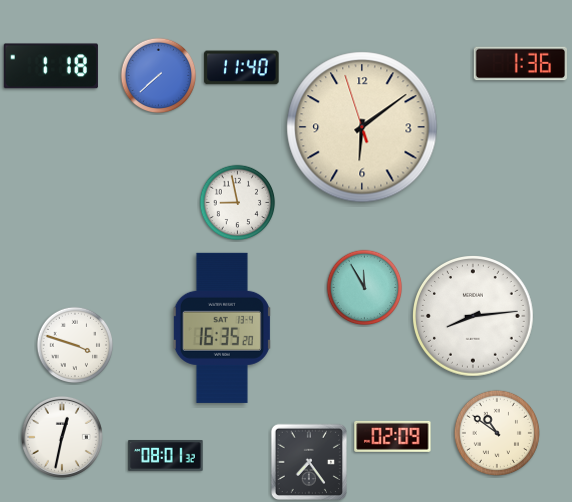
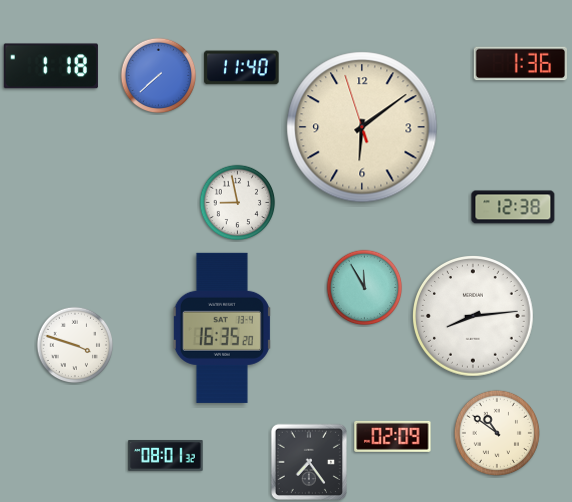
clock at (513, 207): none -> 12:38
clock at (62, 437): 12:32 -> none
